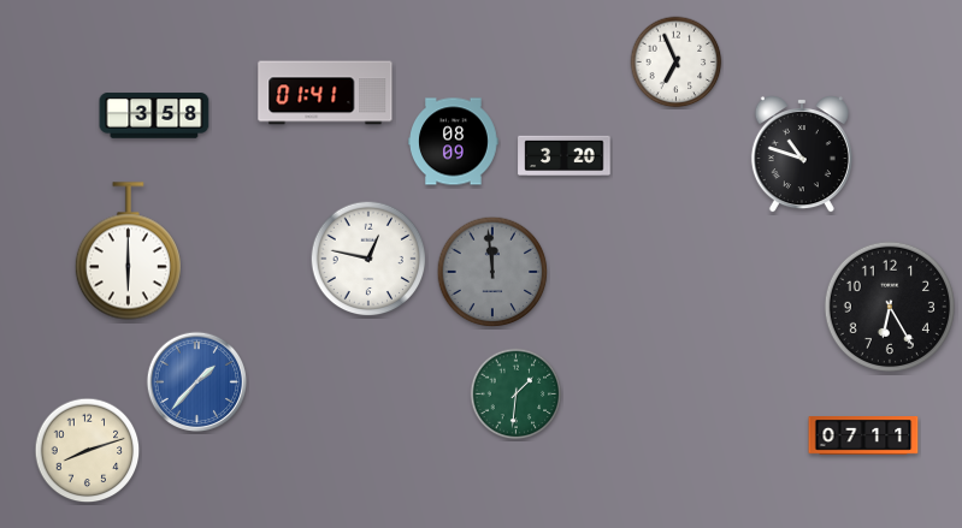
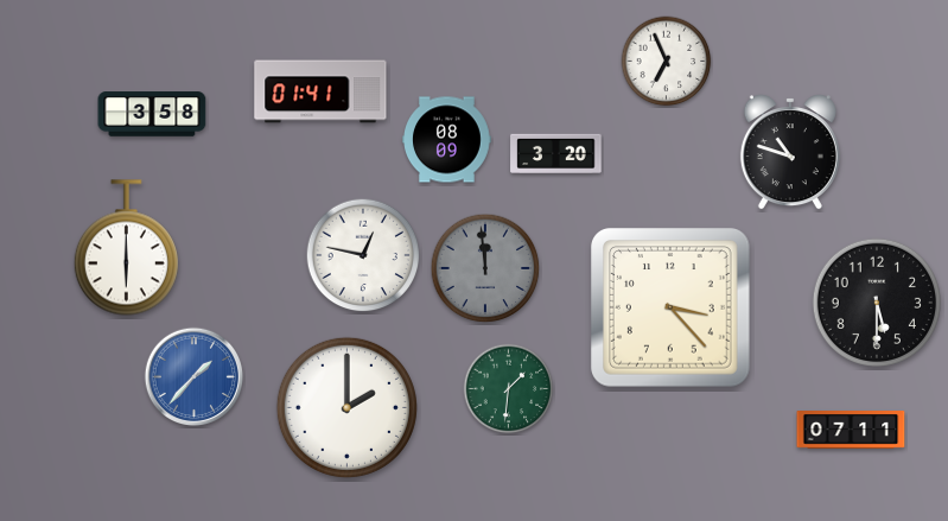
clock at (889, 305): 6:25 -> 5:30
clock at (672, 309): none -> 3:23
clock at (346, 407): none -> 2:00
clock at (88, 451): 8:12 -> none
